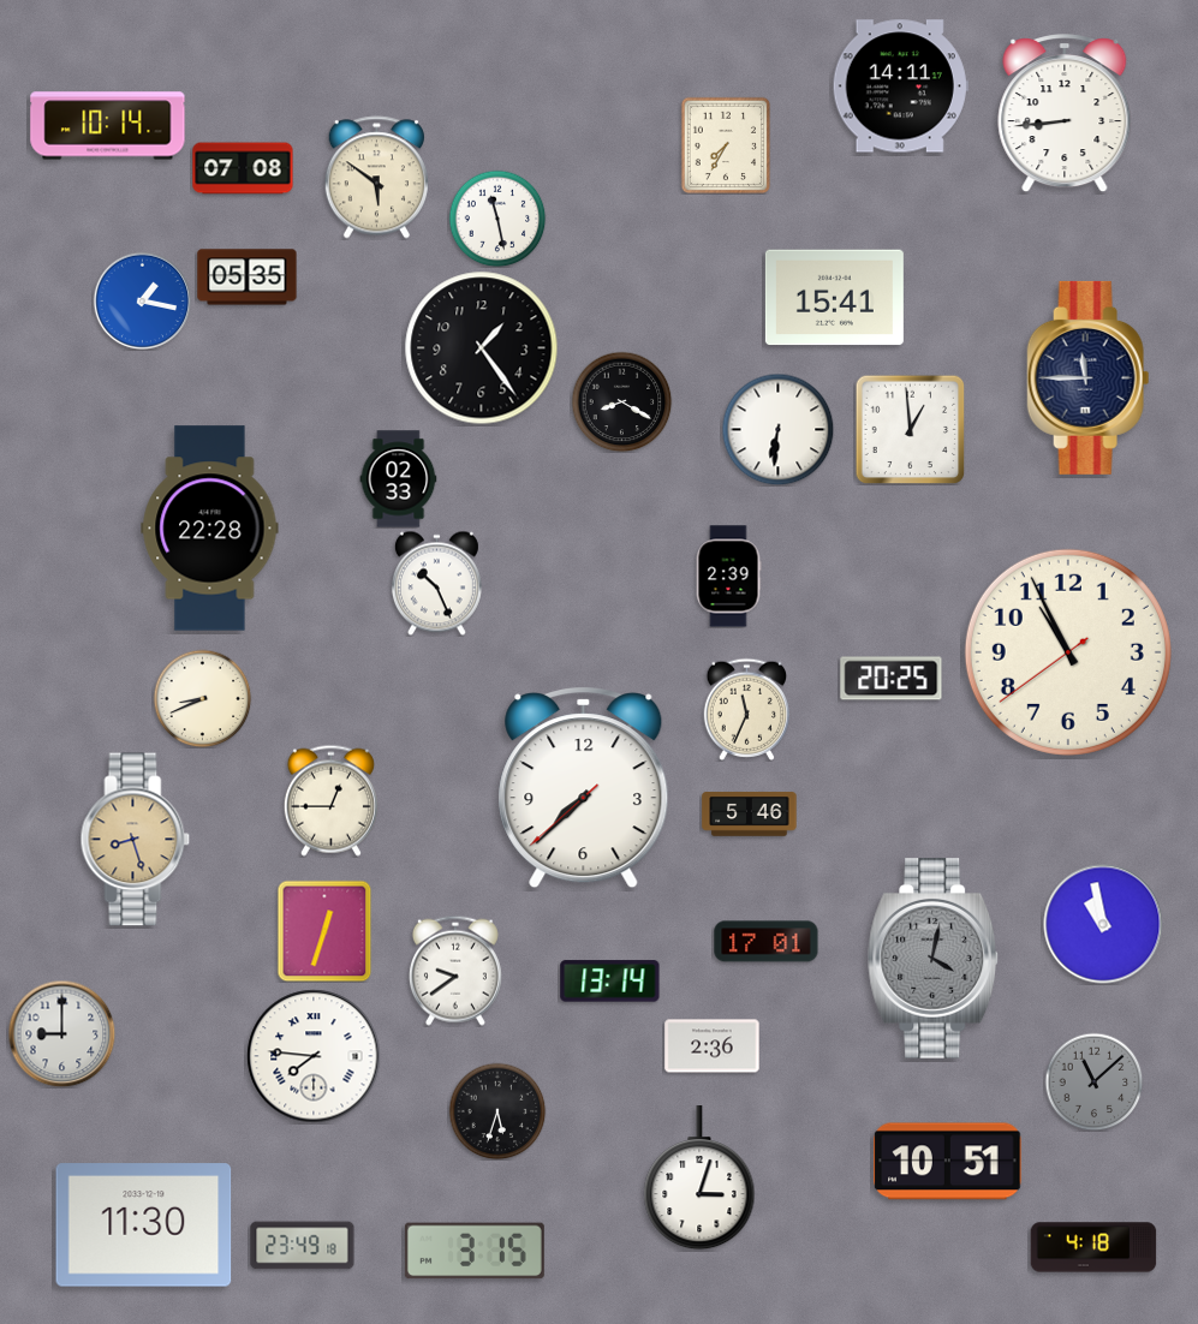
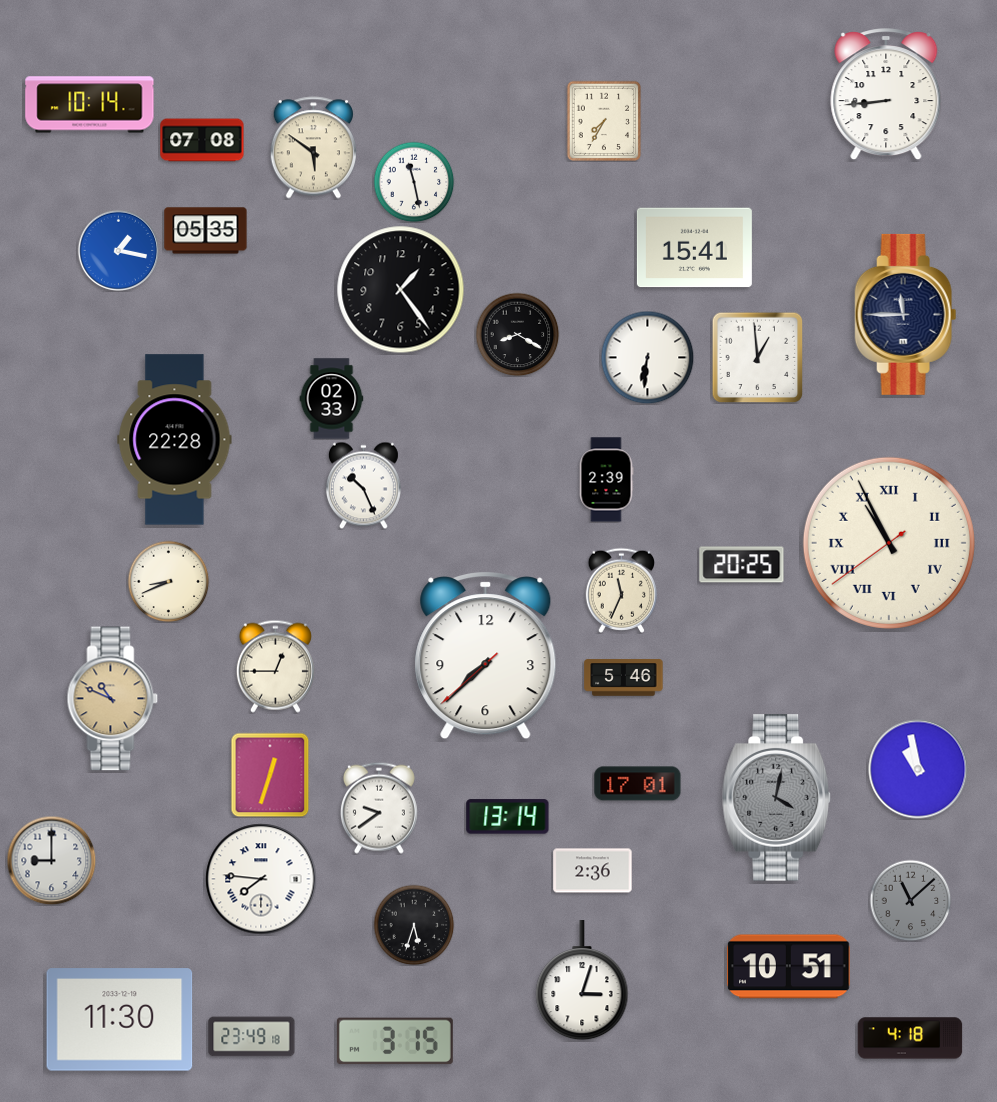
clock at (900, 87): 14:11 -> none
clock at (1068, 652) numerals: Arabic -> Roman
clock at (136, 840): 8:27 -> 10:49
